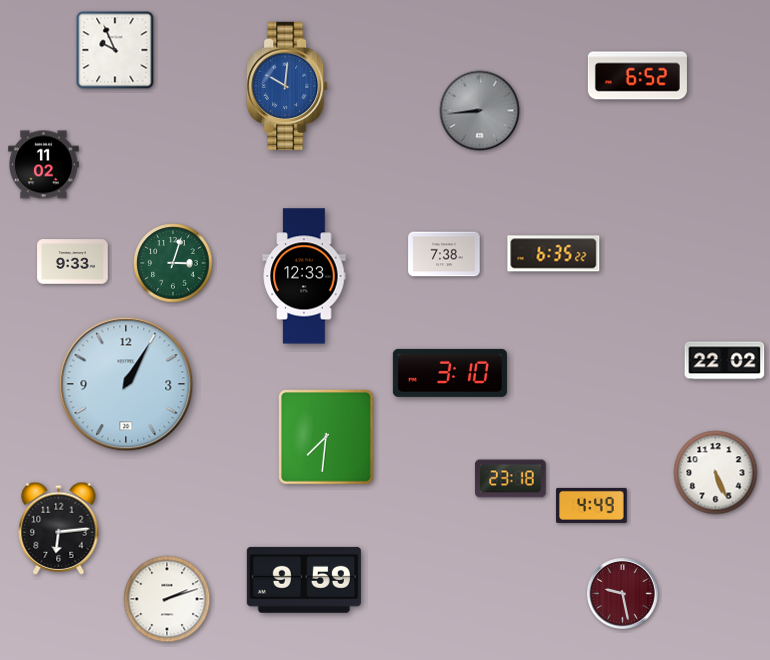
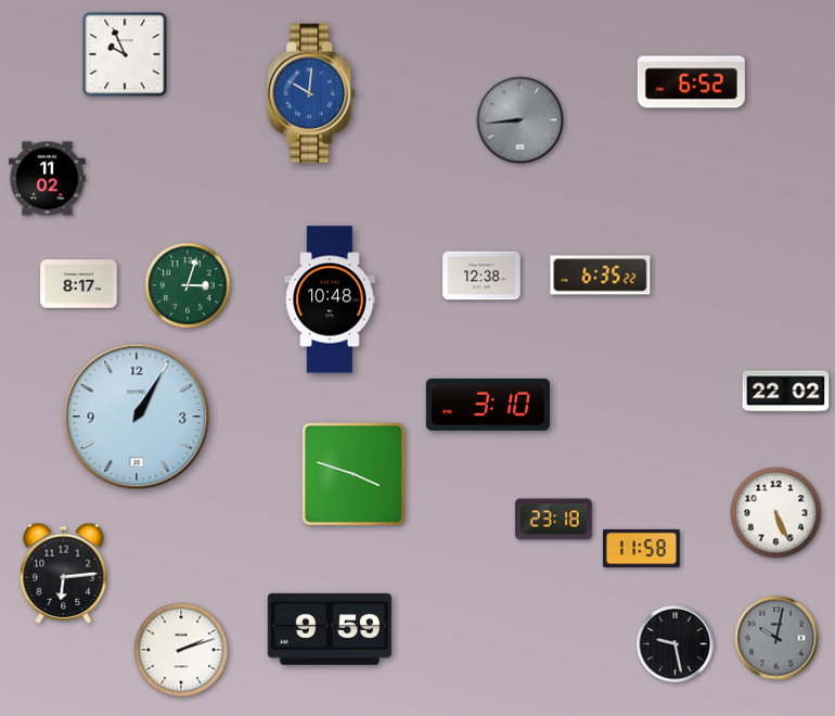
clock at (444, 254): 7:38 -> 12:38
clock at (73, 262): 9:33 -> 8:17
clock at (304, 276): 12:33 -> 10:48
clock at (326, 437): 7:31 -> 3:48
clock at (592, 505): 4:49 -> 11:58
clock at (776, 638): none -> 10:02
clock at (623, 594) dial: burgundy -> black
